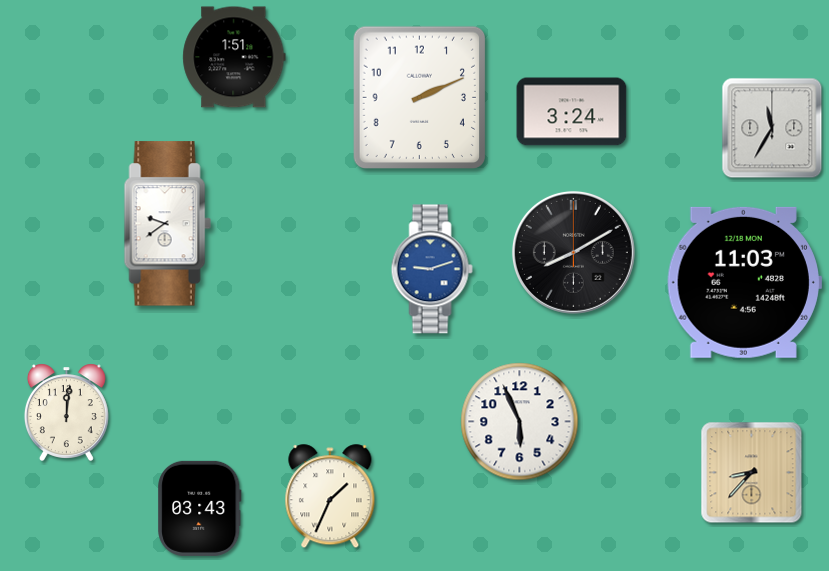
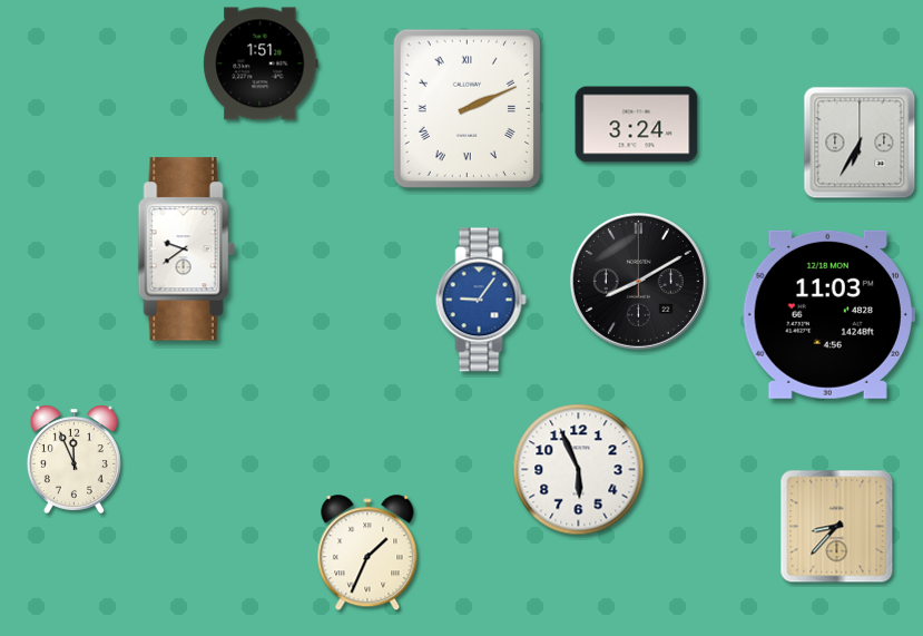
clock at (419, 98) numerals: Arabic -> Roman
clock at (772, 128): 11:35 -> 6:35
clock at (432, 269): 9:12 -> 9:06
clock at (66, 412): 12:01 -> 11:56
clock at (200, 508): 03:43 -> none
